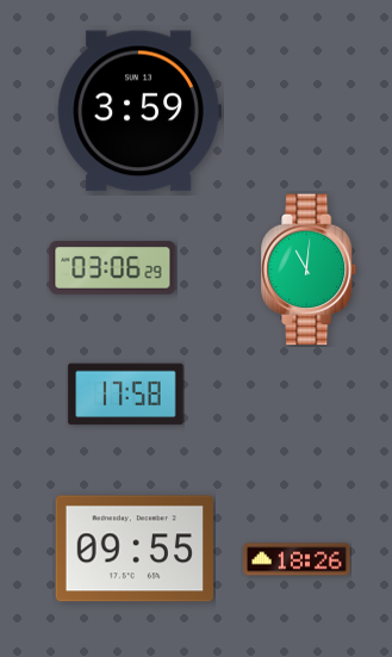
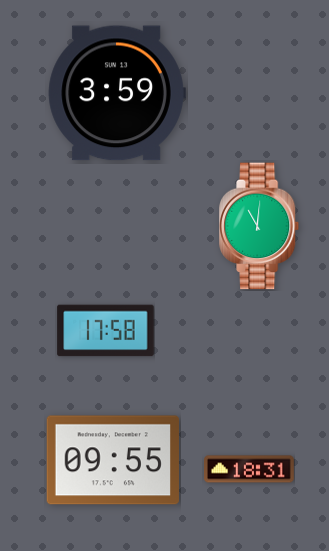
clock at (113, 268): 03:06 -> none
clock at (297, 559): 18:26 -> 18:31
